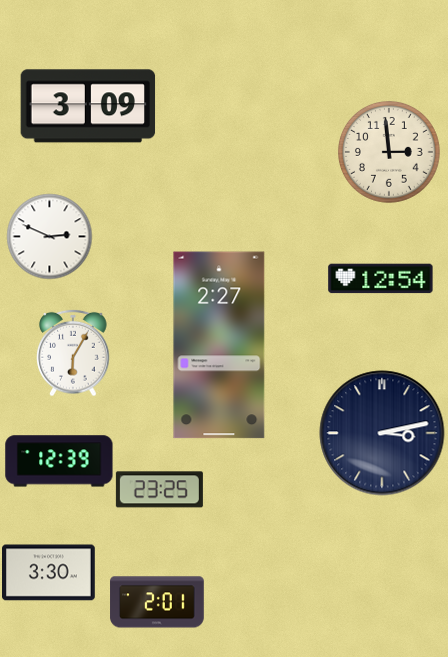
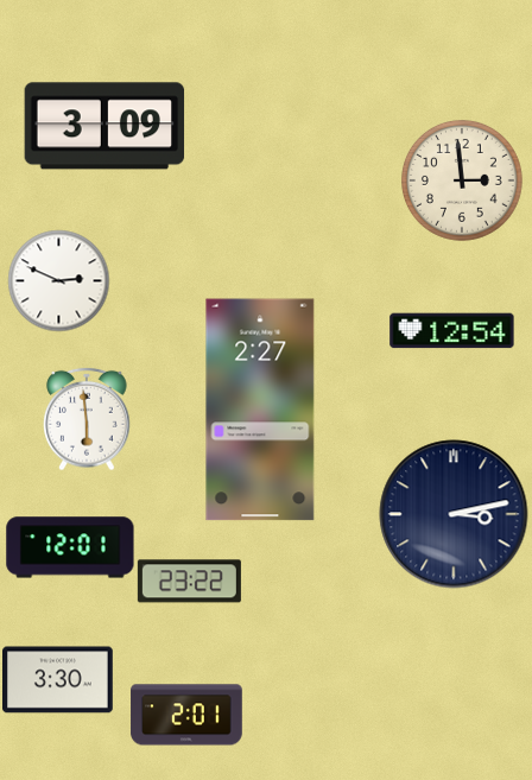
clock at (73, 353): 6:05 -> 5:59
clock at (59, 461): 12:39 -> 12:01
clock at (159, 490): 23:25 -> 23:22
